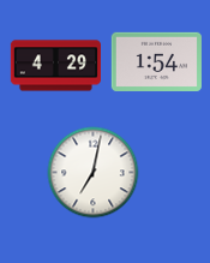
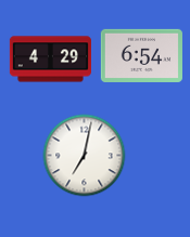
clock at (156, 61): 1:54 -> 6:54
